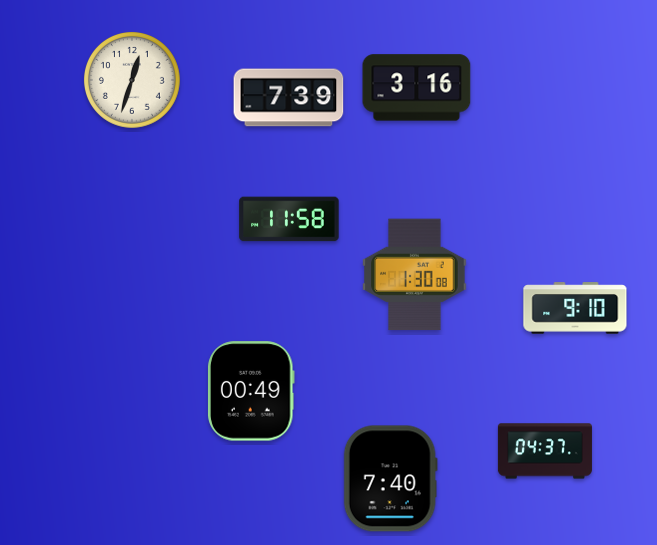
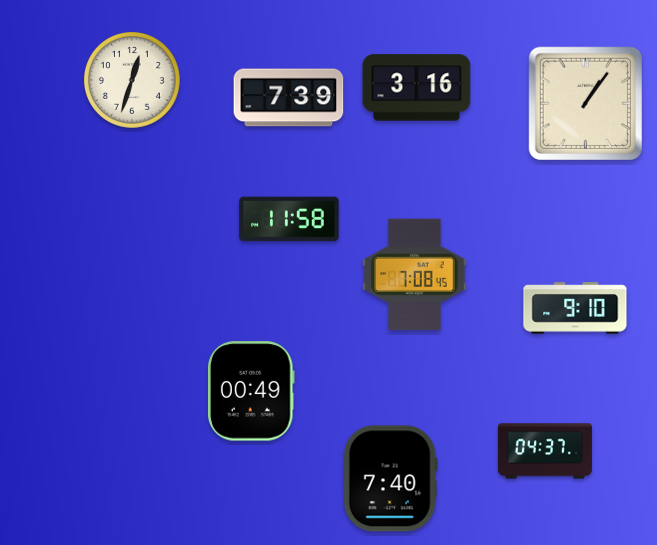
clock at (585, 103): none -> 1:06
clock at (415, 275): 1:30 -> 7:08
